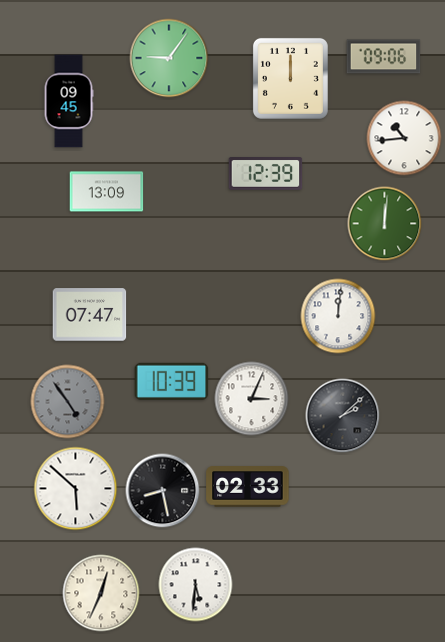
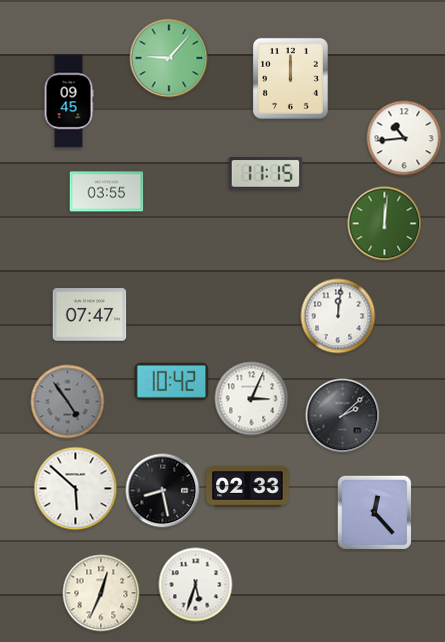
clock at (384, 57): 09:06 -> none
clock at (169, 58): 9:06 -> 9:07
clock at (266, 174): 12:39 -> 11:15
clock at (107, 192): 13:09 -> 03:55
clock at (172, 381): 10:39 -> 10:42
clock at (375, 513): none -> 12:23
clock at (196, 585): 5:31 -> 5:33
